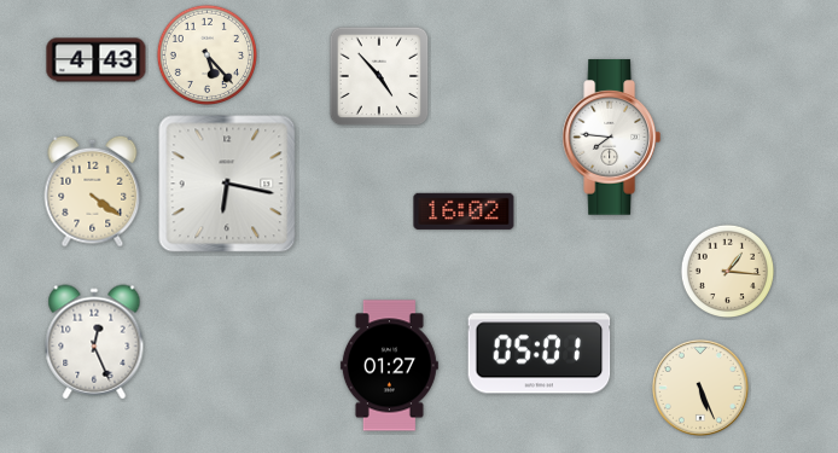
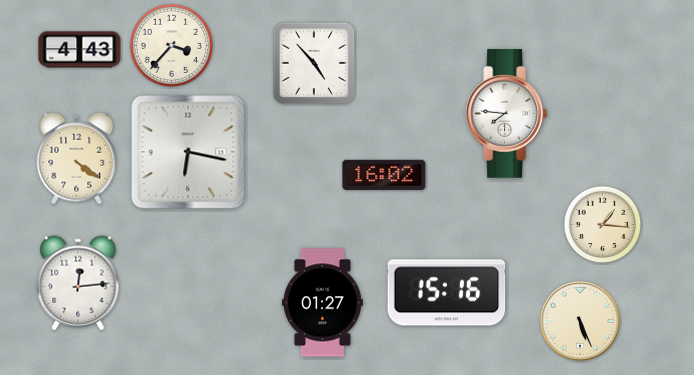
clock at (206, 54): 5:23 -> 3:37
clock at (94, 342): 12:26 -> 12:14
clock at (540, 354): 05:01 -> 15:16
